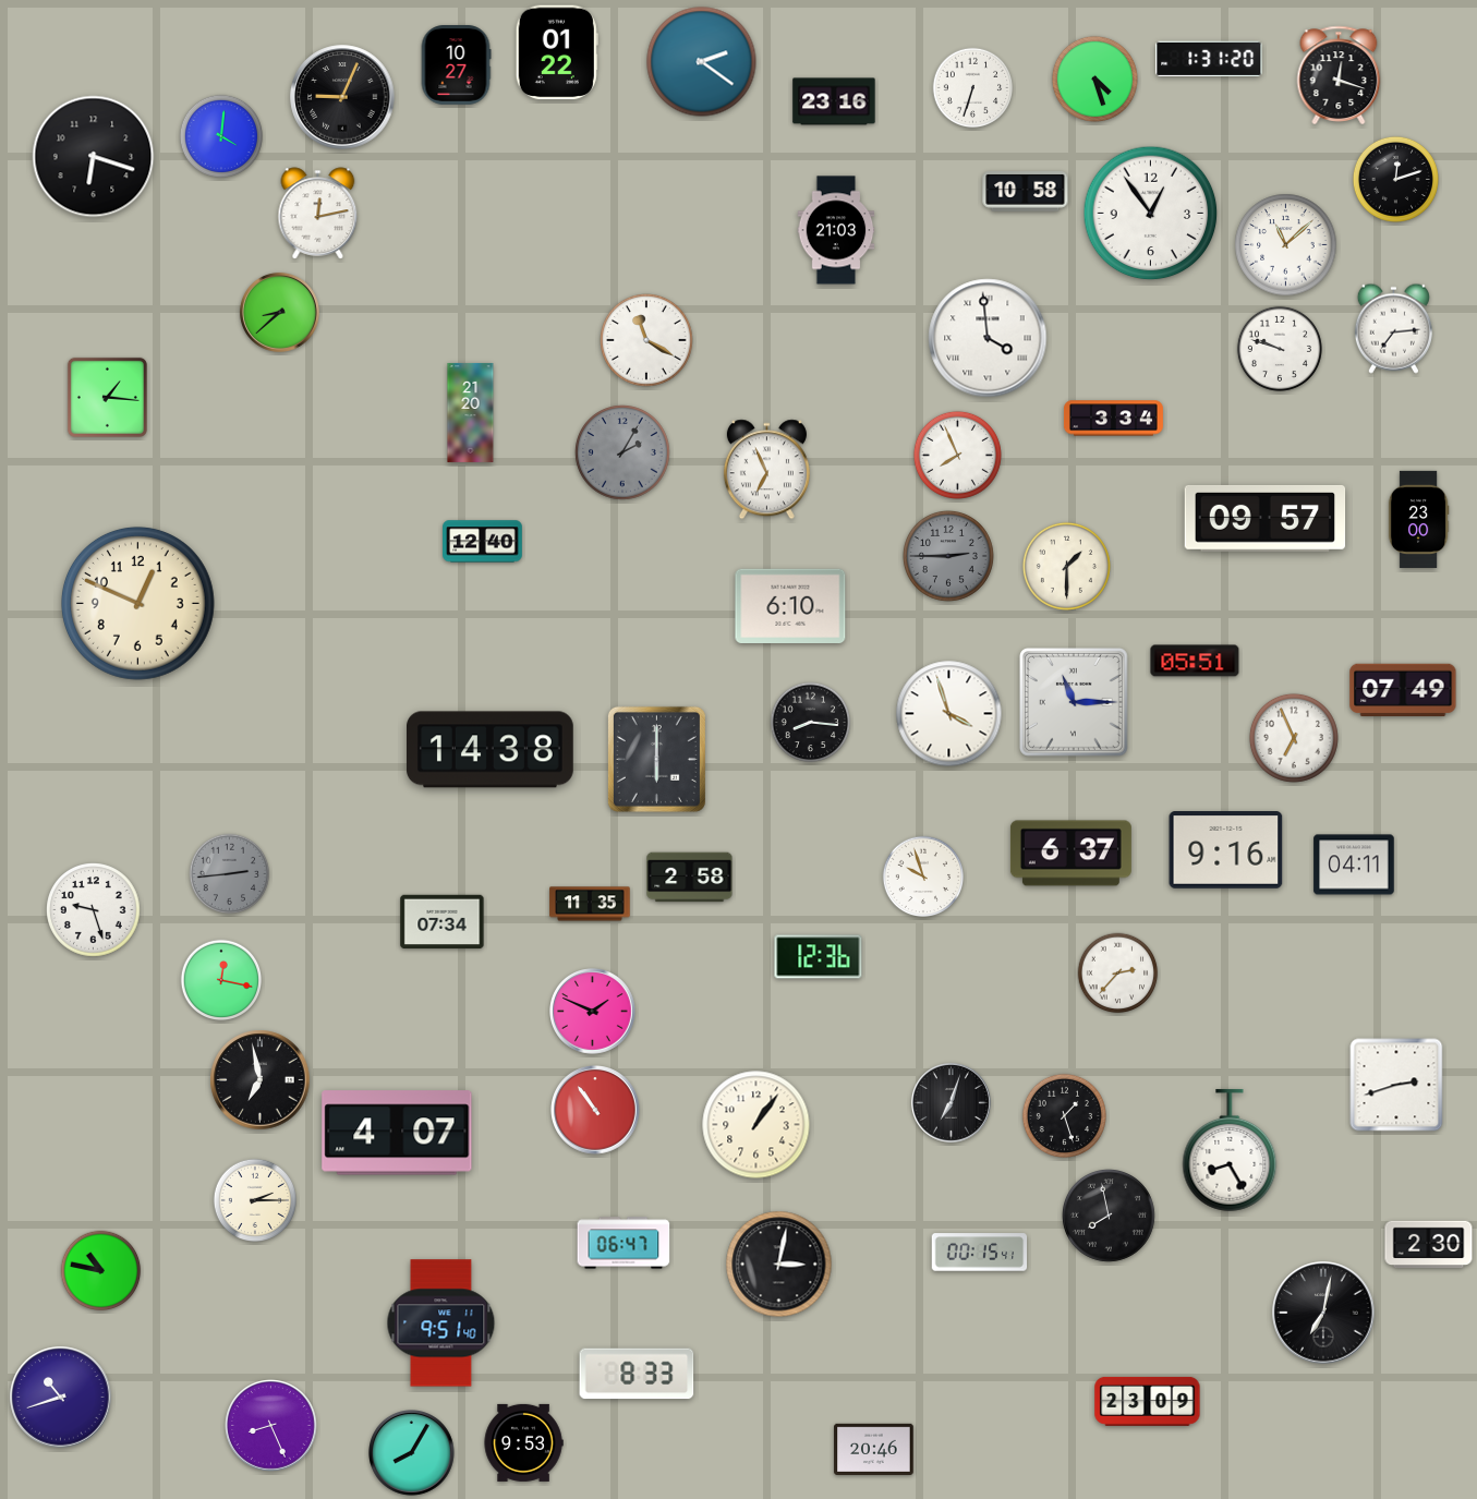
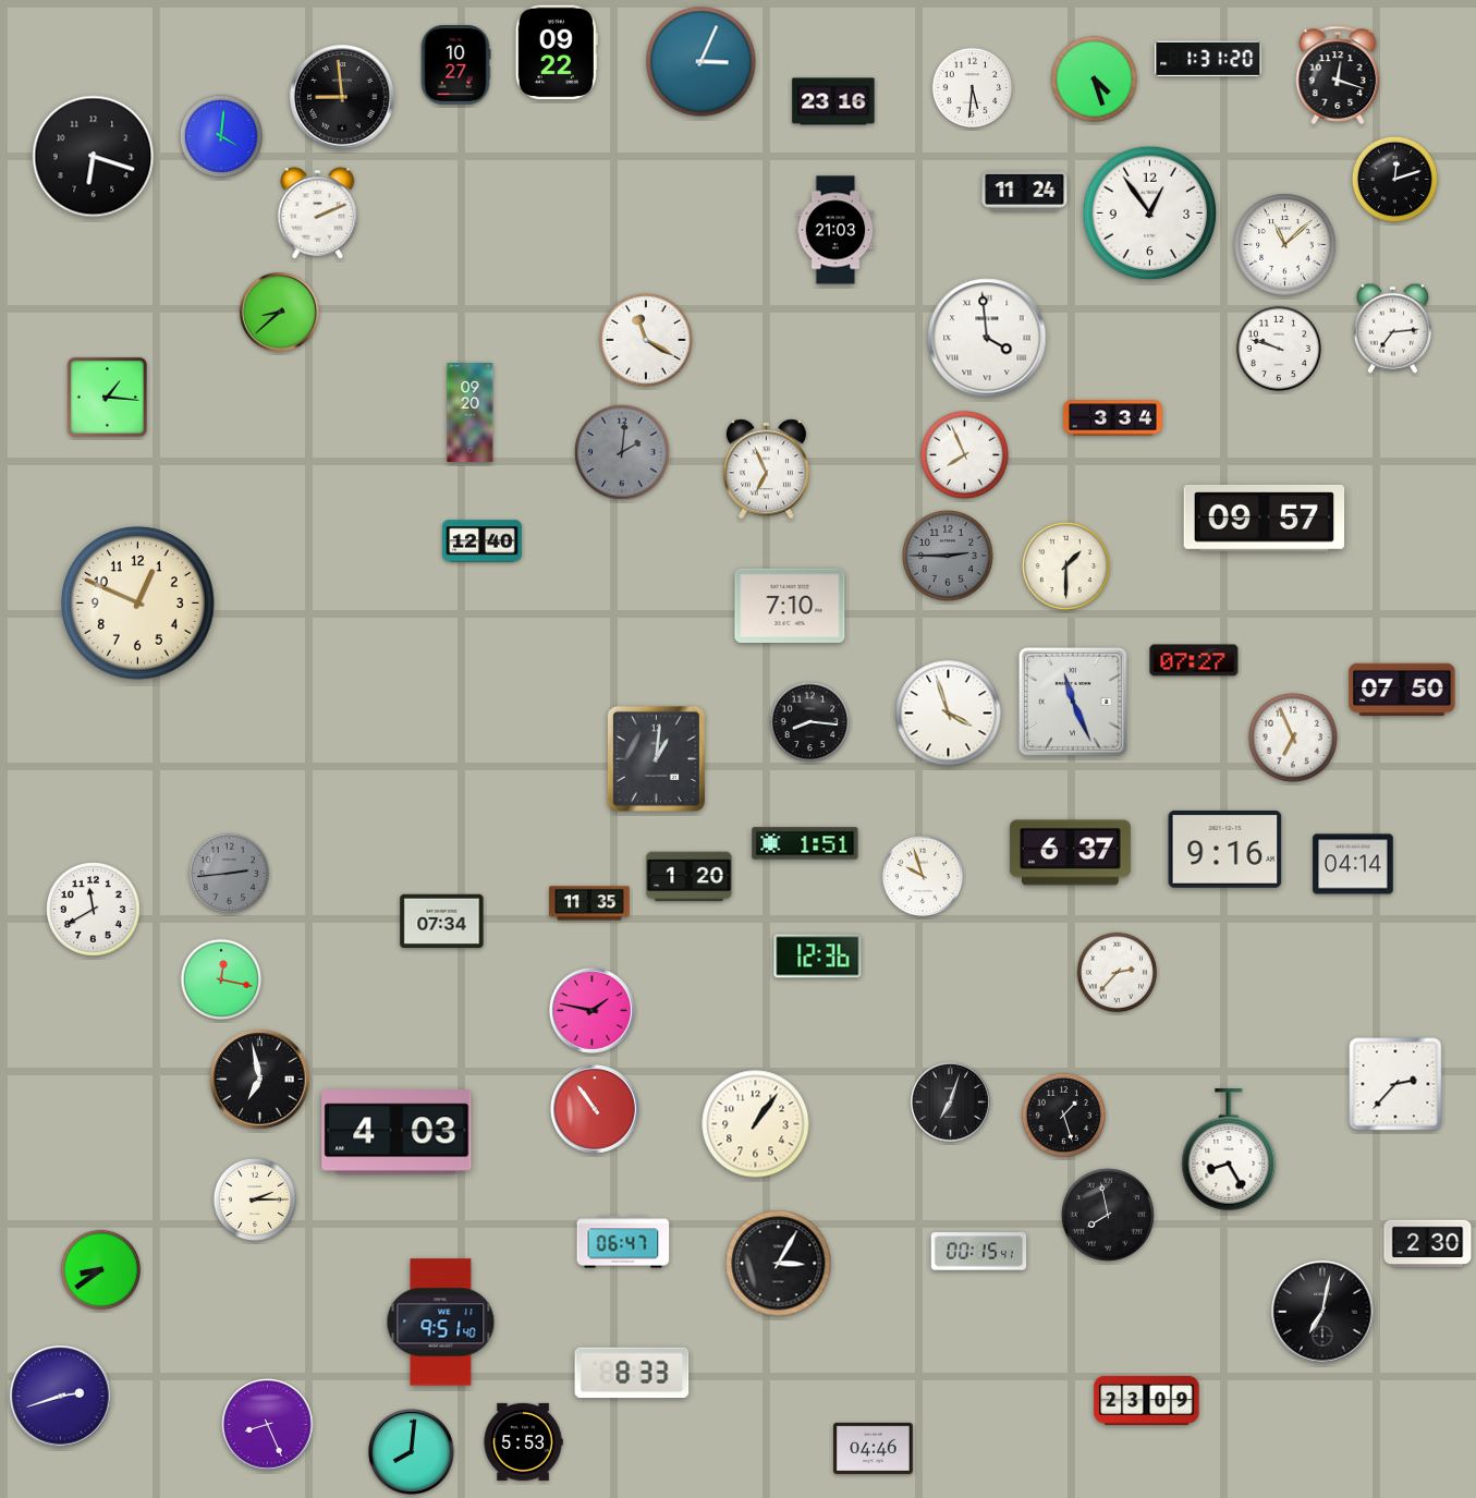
clock at (557, 52): 01:22 -> 09:22
clock at (702, 62): 2:21 -> 3:04
clock at (973, 88): 6:33 -> 5:31
clock at (342, 97): 9:04 -> 8:59
clock at (1026, 192): 10:58 -> 11:24
clock at (318, 214): 12:13 -> 2:11
clock at (471, 412): 21:20 -> 09:20
clock at (622, 452): 2:05 -> 2:01
clock at (957, 455) position: (957, 455) -> (964, 454)
clock at (1418, 519): 23:00 -> none
clock at (790, 606): 6:10 -> 7:10
clock at (1195, 661): 05:51 -> 07:27
clock at (1403, 690): 07:49 -> 07:50
clock at (1075, 703): 11:15 -> 11:26
clock at (491, 750): 14:38 -> none
clock at (656, 759): 6:00 -> 1:01
clock at (805, 843): none -> 1:51
clock at (1354, 865): 04:11 -> 04:14
clock at (690, 878): 2:58 -> 1:20
clock at (94, 910): 9:27 -> 11:40
clock at (593, 1012): 1:49 -> 1:47
clock at (1396, 1085): 2:42 -> 2:37
clock at (397, 1133): 4:07 -> 4:03
clock at (779, 1265): 3:02 -> 3:05
clock at (101, 1271): 10:47 -> 8:39
clock at (637, 1374) position: (637, 1374) -> (632, 1373)
clock at (61, 1398): 10:42 -> 2:42
clock at (271, 1426) position: (271, 1426) -> (268, 1425)
clock at (523, 1442): 9:53 -> 5:53
clock at (874, 1449): 20:46 -> 04:46
clock at (412, 1453): 8:05 -> 8:01
